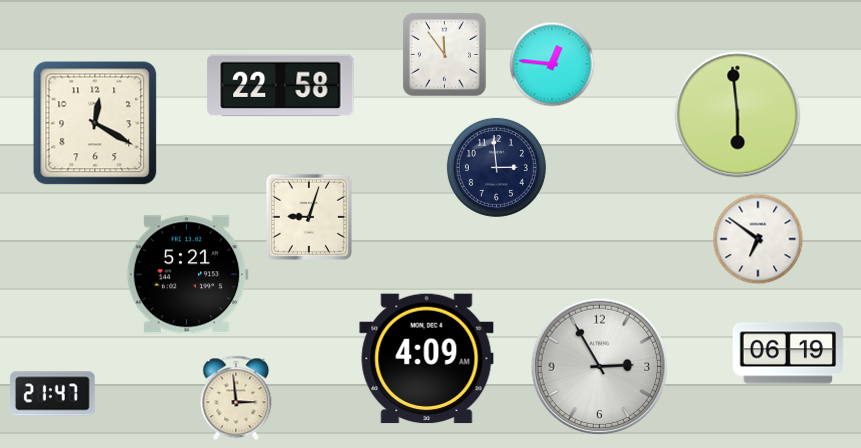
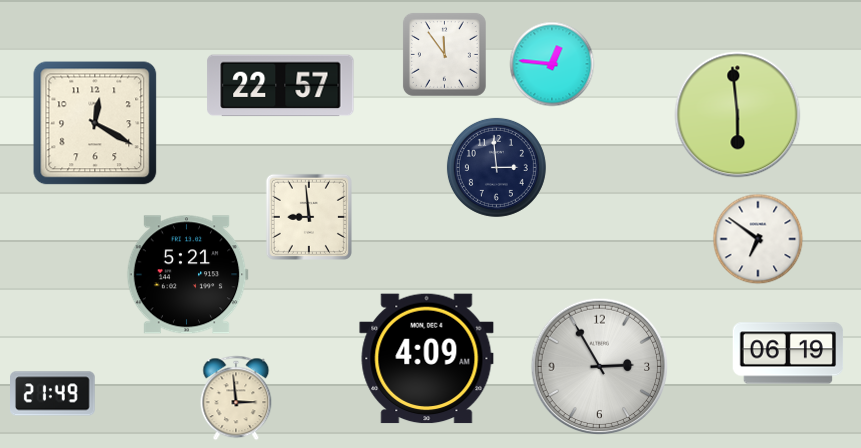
clock at (281, 86): 22:58 -> 22:57
clock at (309, 217): 9:03 -> 8:59
clock at (53, 394): 21:47 -> 21:49
